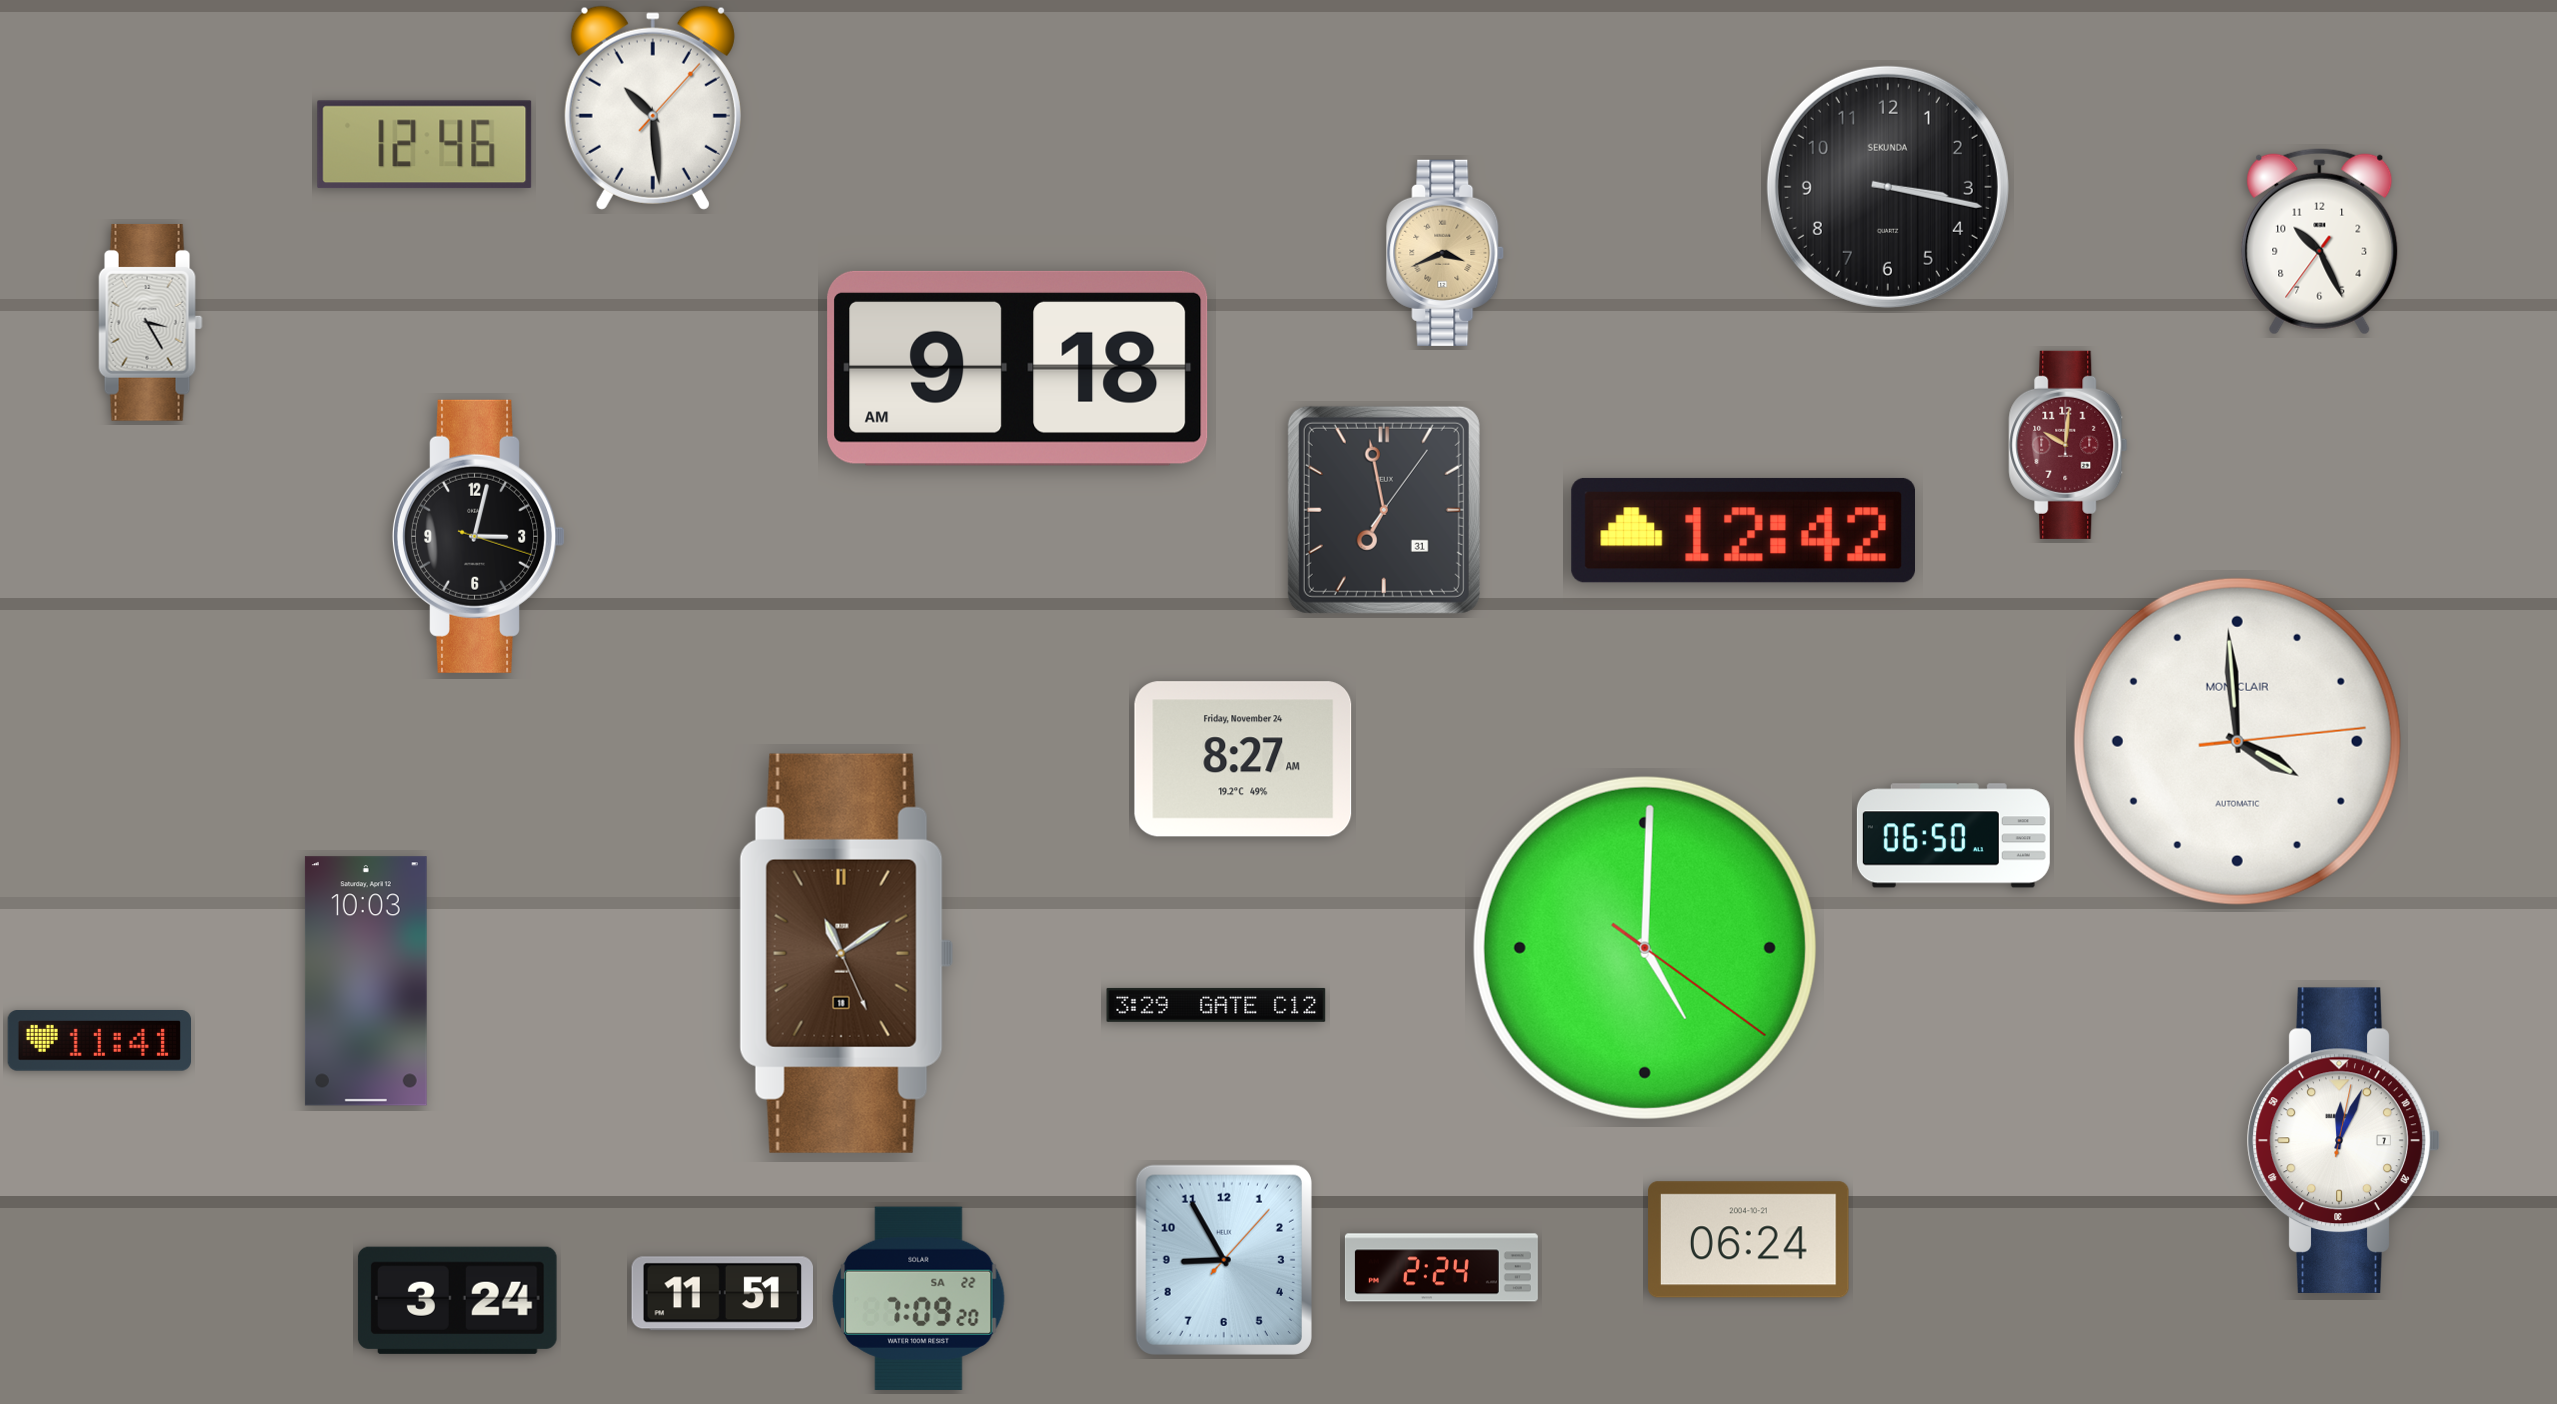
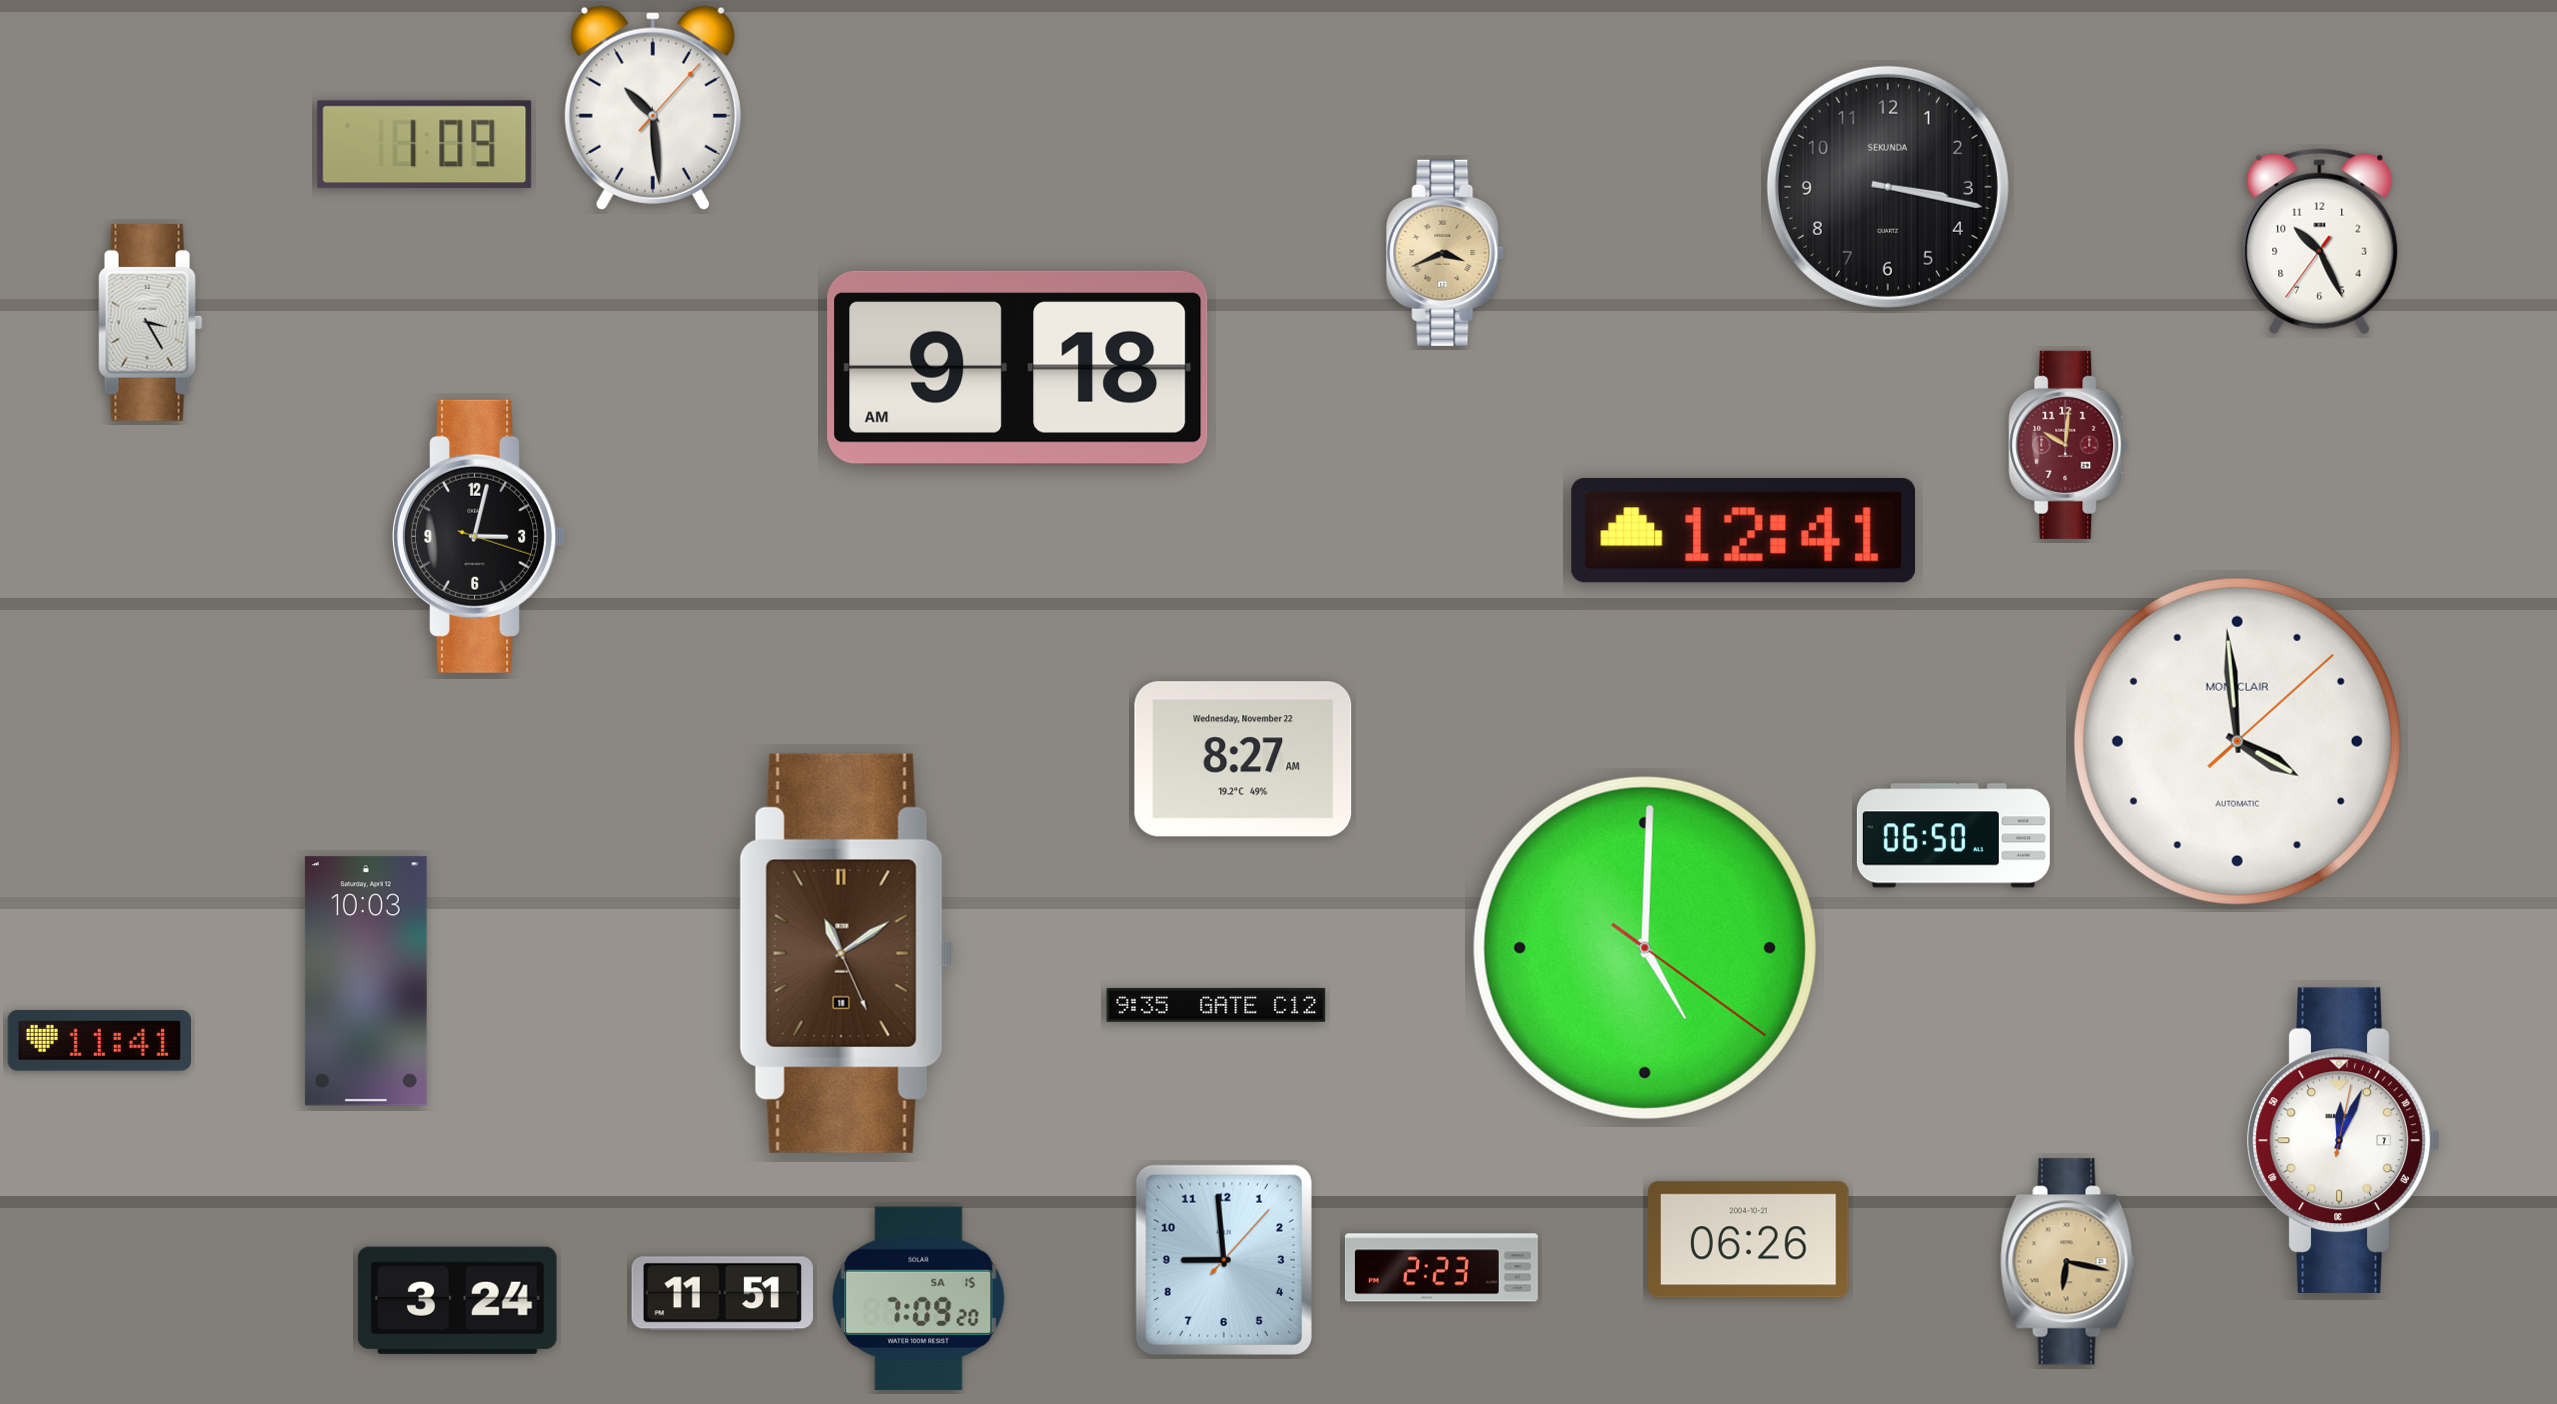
clock at (425, 145): 12:46 -> 1:09
clock at (1384, 510): 6:58 -> none
clock at (1743, 530): 12:42 -> 12:41
clock at (2237, 741): 3:59:14 -> 3:59:08
clock at (1243, 759) date: Friday, November 24 -> Wednesday, November 22
clock at (1216, 1005): 3:29 -> 9:35
clock at (1749, 1240): 06:24 -> 06:26
clock at (1224, 1260): 8:55 -> 8:59
clock at (2068, 1262): none -> 6:17
clock at (1441, 1268): 2:24 -> 2:23
clock at (919, 1298) date: SA 22 -> SA 15
